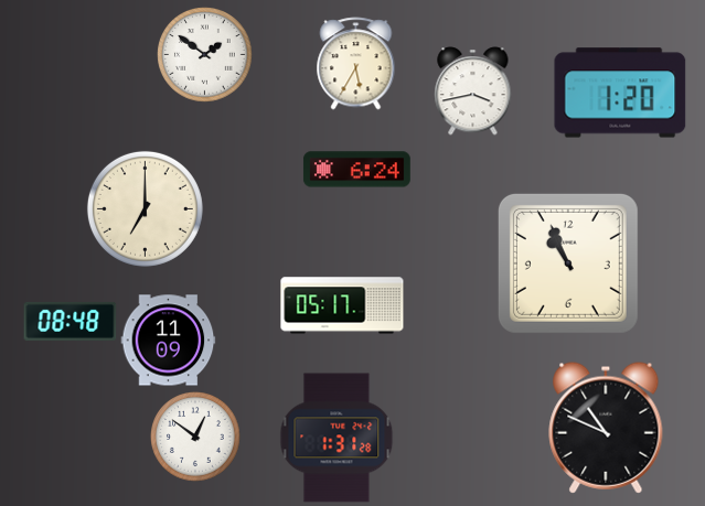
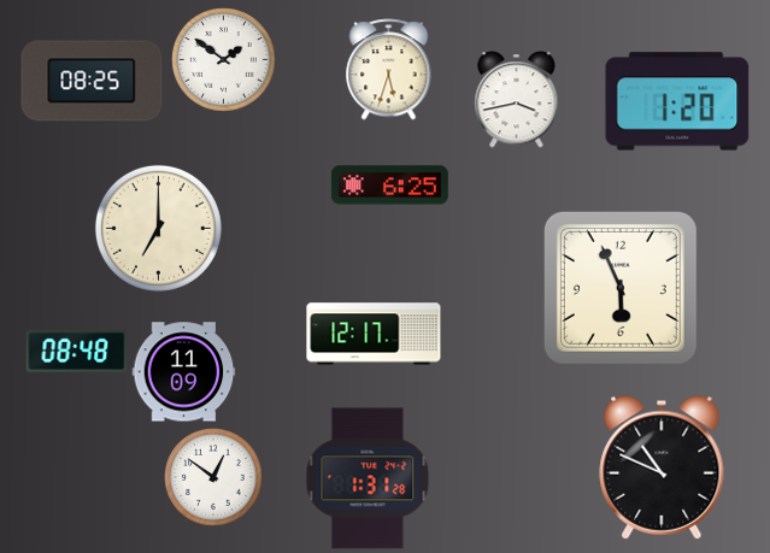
clock at (356, 64): 5:35 -> 5:33
clock at (92, 81): none -> 08:25
clock at (356, 170): 6:24 -> 6:25
clock at (568, 263): 10:56 -> 5:56
clock at (342, 305): 05:17 -> 12:17
